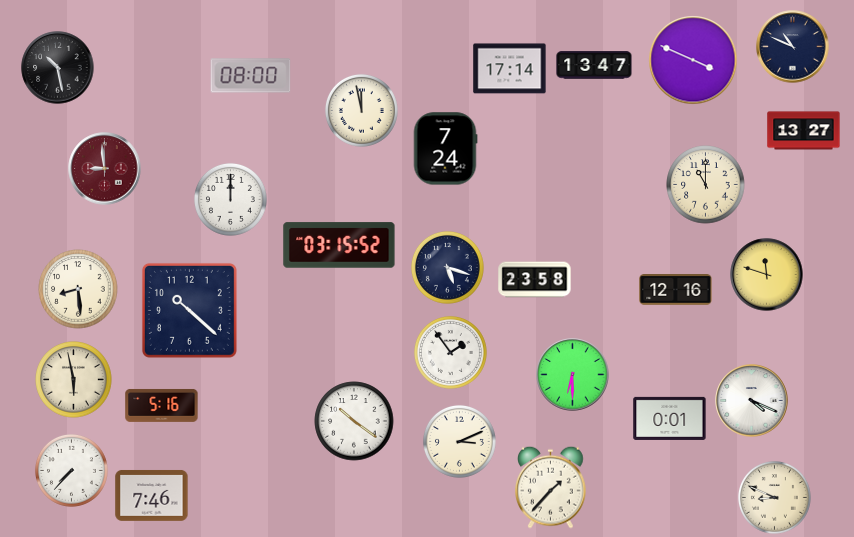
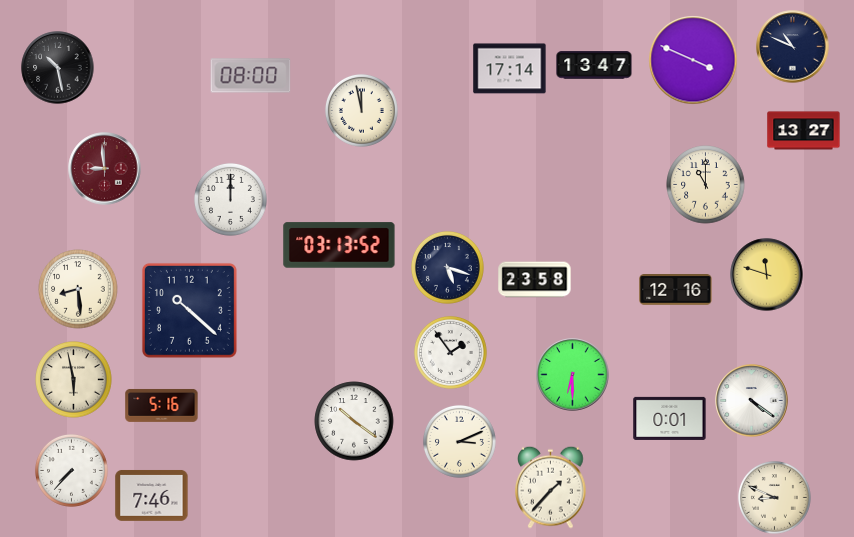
clock at (445, 149): 7:24 -> none
clock at (339, 245): 03:15 -> 03:13
clock at (752, 401): 4:19 -> 4:21
